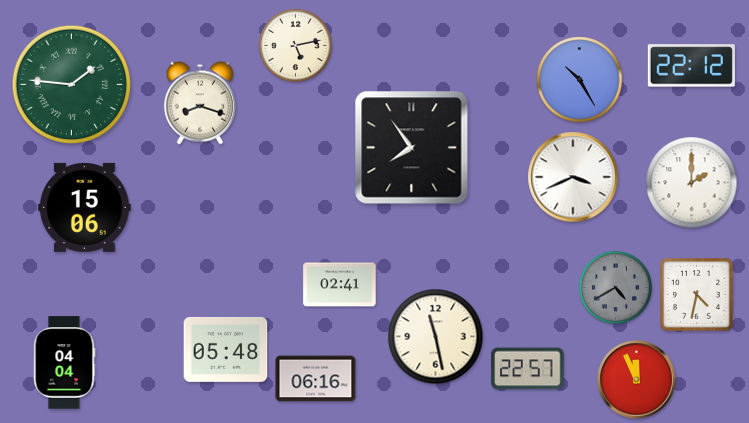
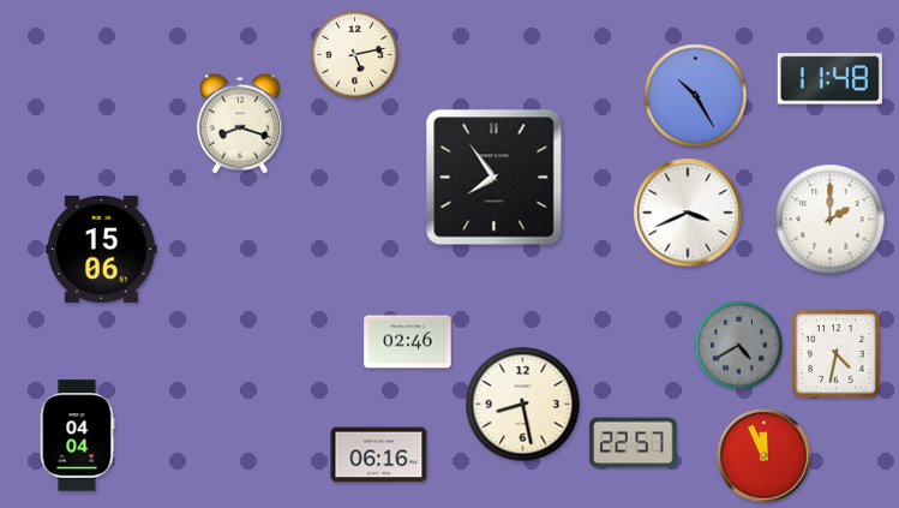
clock at (691, 66): 22:12 -> 11:48
clock at (72, 85): 1:46 -> none
clock at (340, 285): 02:41 -> 02:46
clock at (436, 337): 11:28 -> 8:28
clock at (226, 349): 05:48 -> none
